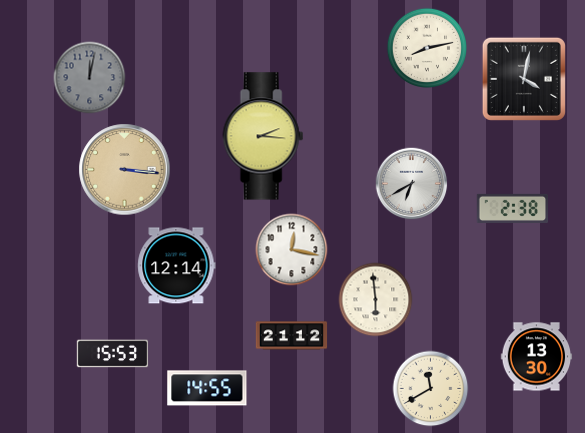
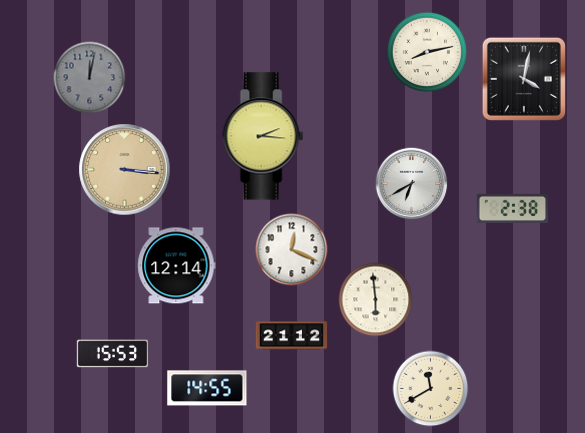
clock at (426, 47) position: (426, 47) -> (426, 51)
clock at (292, 250): 12:17 -> 12:19
clock at (537, 357): 13:30 -> none
